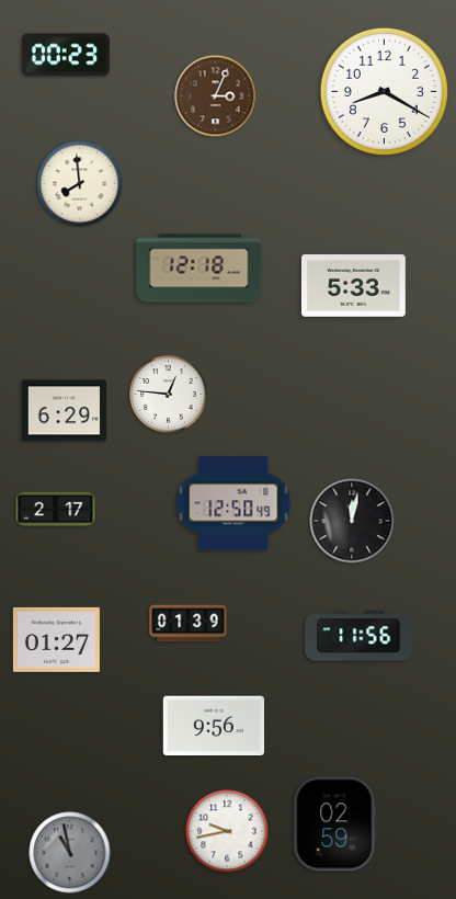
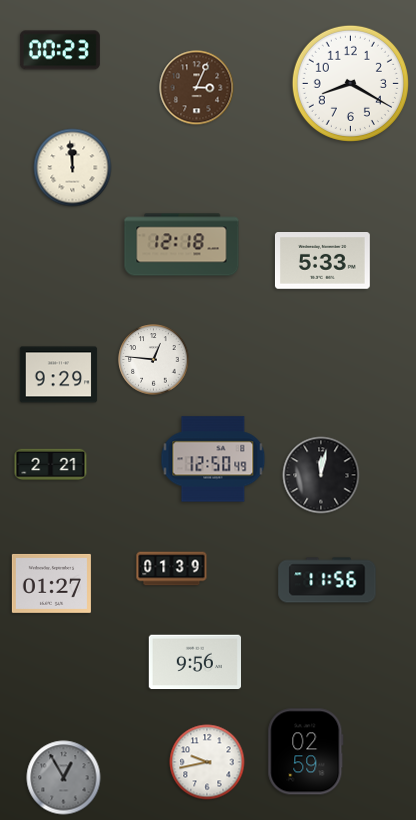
clock at (80, 184): 7:59 -> 11:59
clock at (65, 411): 6:29 -> 9:29
clock at (56, 510): 2:17 -> 2:21
clock at (227, 831) position: (227, 831) -> (207, 762)
clock at (70, 853): 10:58 -> 12:55
